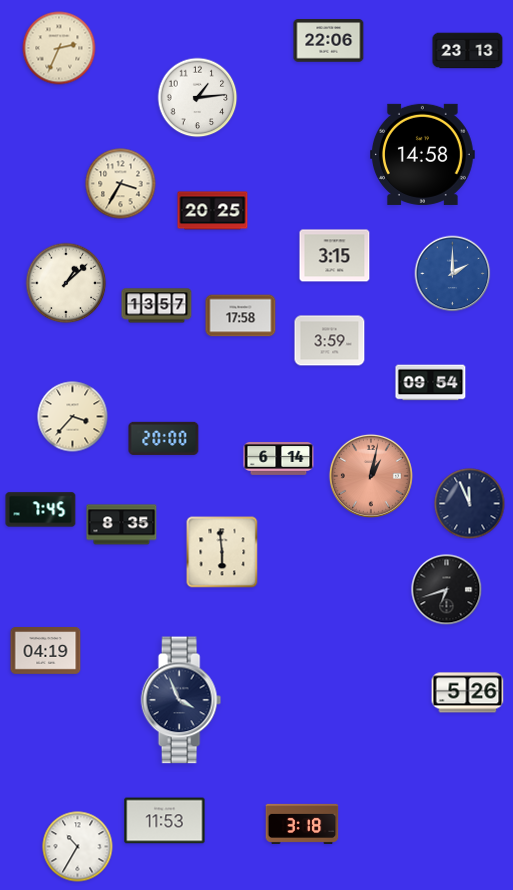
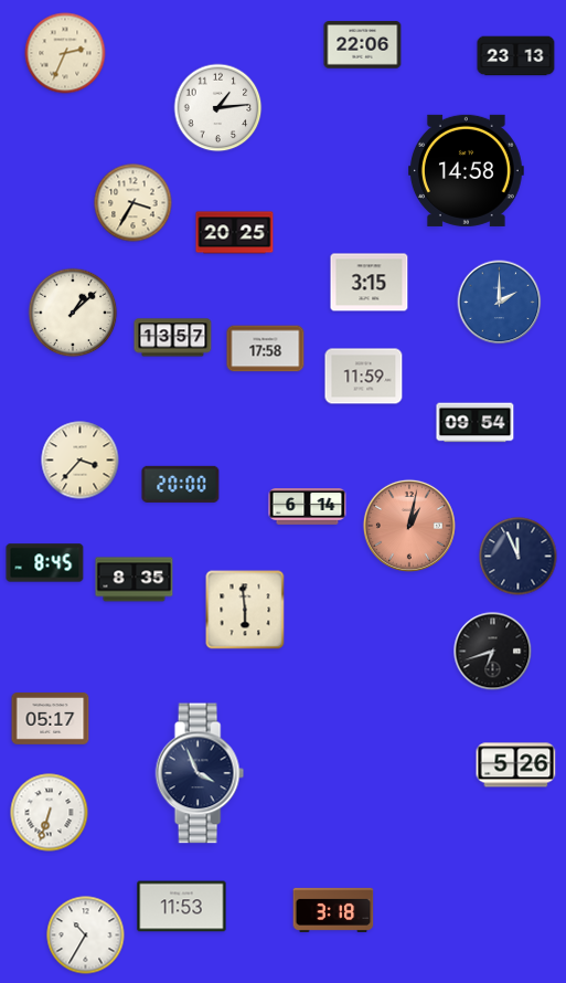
clock at (330, 341): 3:59 -> 11:59
clock at (41, 510): 7:45 -> 8:45
clock at (46, 651): 04:19 -> 05:17
clock at (50, 813): none -> 6:33
